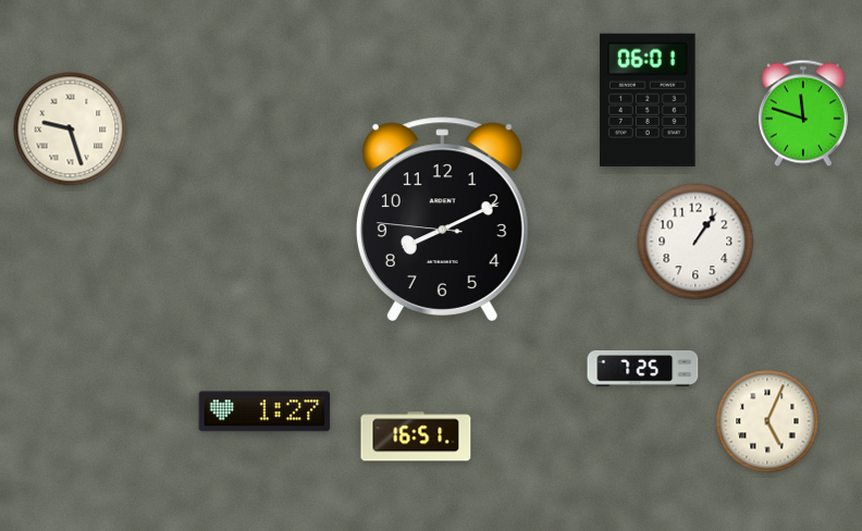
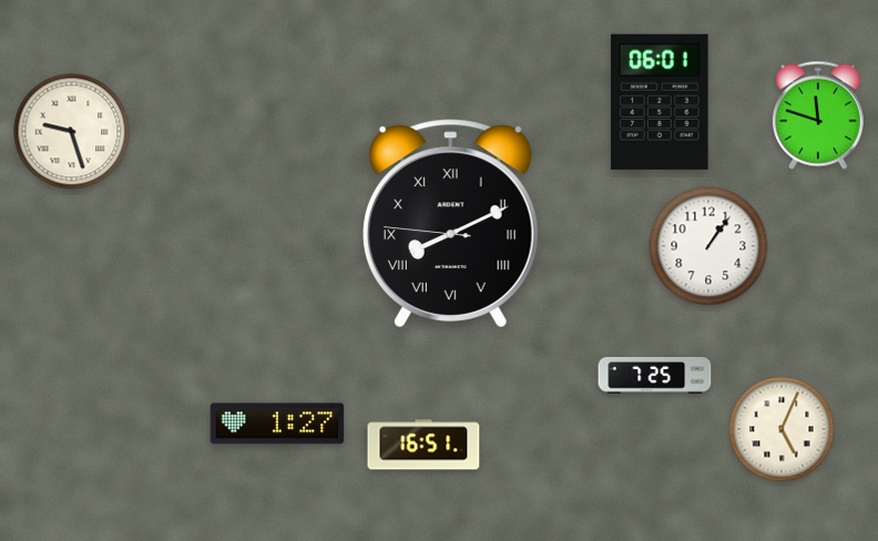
clock at (442, 219) numerals: Arabic -> Roman
clock at (264, 411) position: (264, 411) -> (277, 423)
